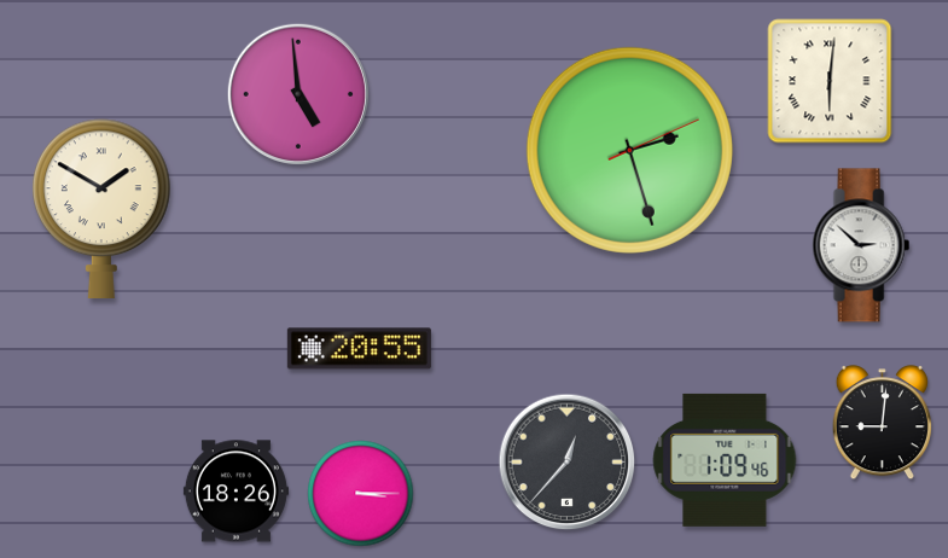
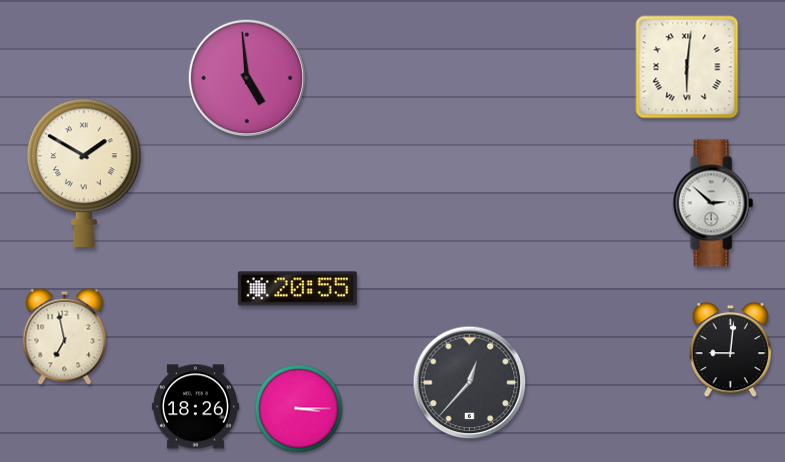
clock at (629, 150): 2:27 -> none
clock at (65, 336): none -> 6:58
clock at (725, 460): 1:09 -> none
